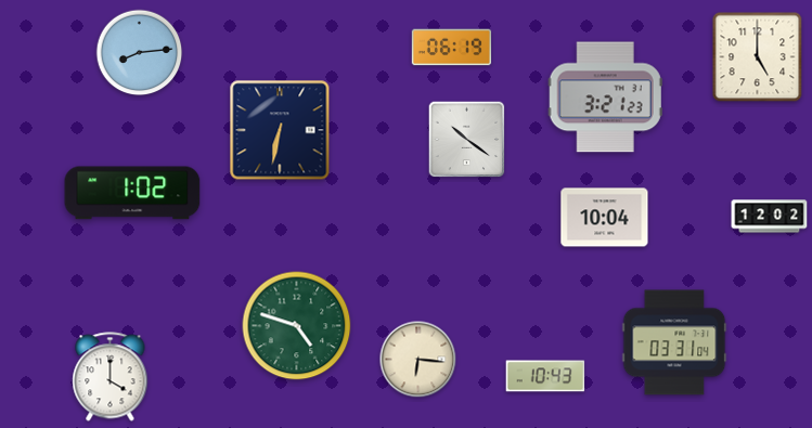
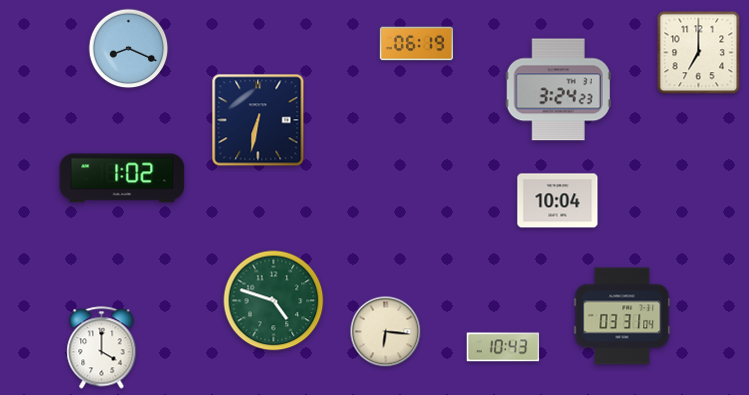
clock at (140, 53): 8:14 -> 8:19
clock at (758, 57): 5:00 -> 7:00
clock at (605, 98): 3:21 -> 3:24
clock at (467, 140): 10:21 -> none
clock at (770, 217): 12:02 -> none
